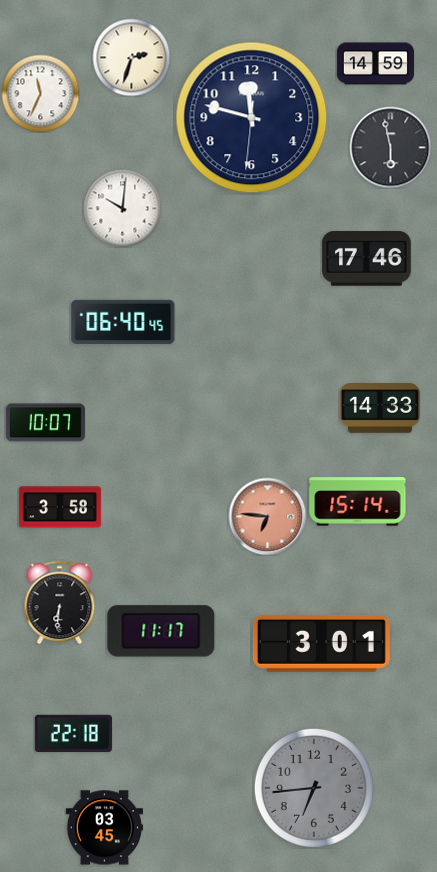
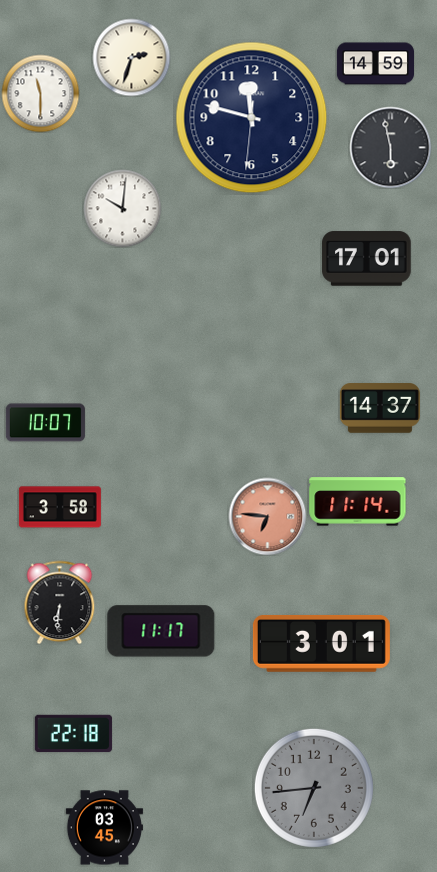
clock at (40, 93): 11:34 -> 11:30
clock at (367, 259): 17:46 -> 17:01
clock at (123, 322): 06:40 -> none
clock at (380, 408): 14:33 -> 14:37
clock at (358, 502): 15:14 -> 11:14
